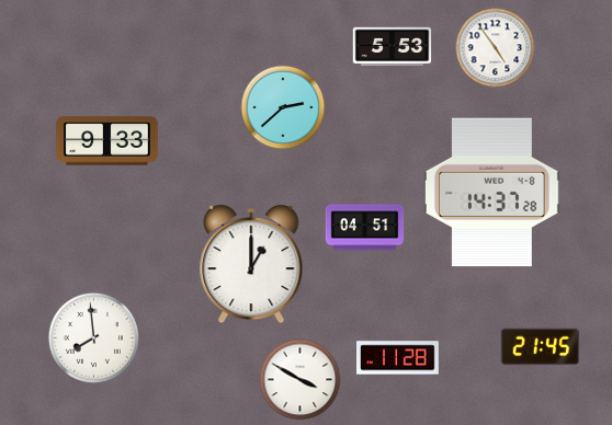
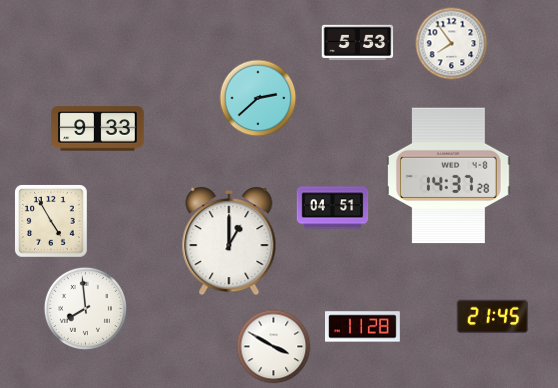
clock at (496, 48): 4:54 -> 7:54
clock at (52, 222): none -> 4:55
